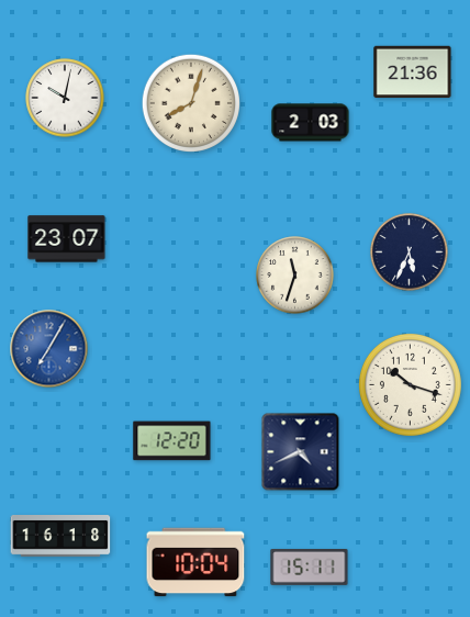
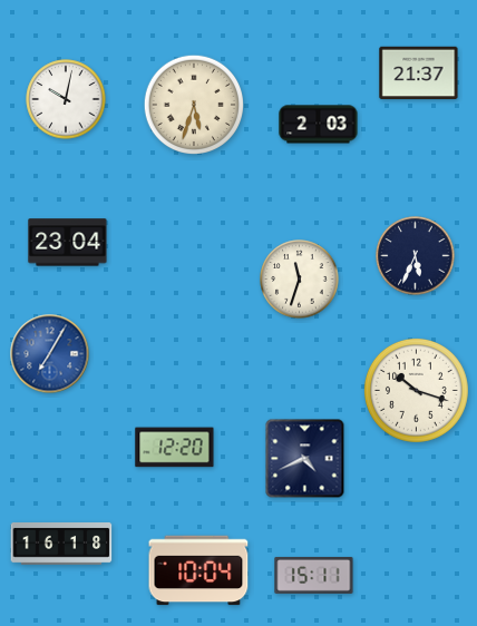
clock at (413, 72): 21:36 -> 21:37
clock at (190, 102): 8:03 -> 5:33
clock at (311, 123) position: (311, 123) -> (319, 125)
clock at (67, 239): 23:07 -> 23:04
